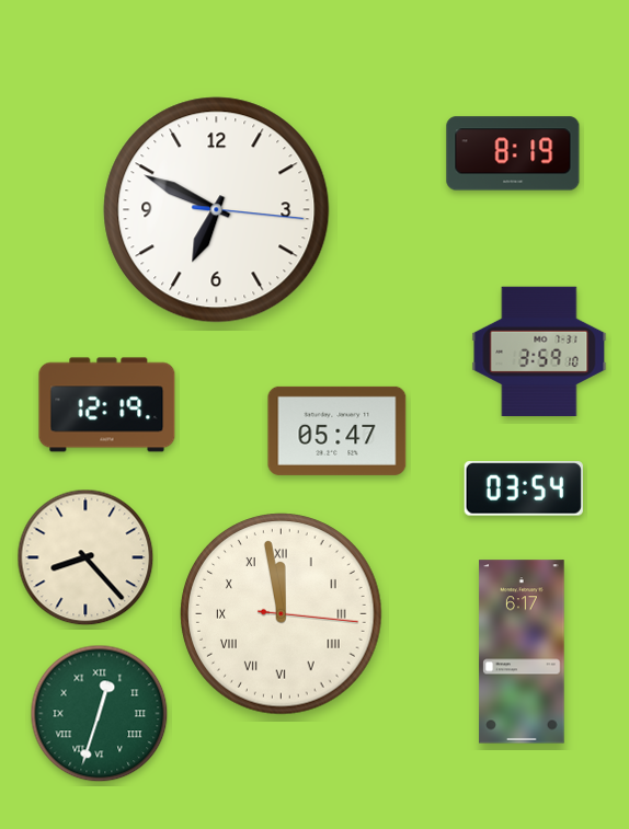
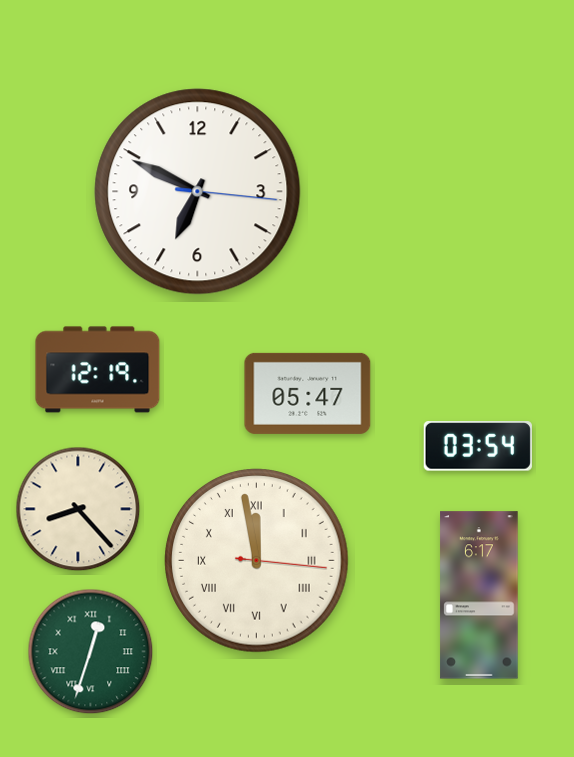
clock at (513, 153): 8:19 -> none
clock at (539, 350): 3:59 -> none
clock at (522, 652) position: (522, 652) -> (479, 595)
